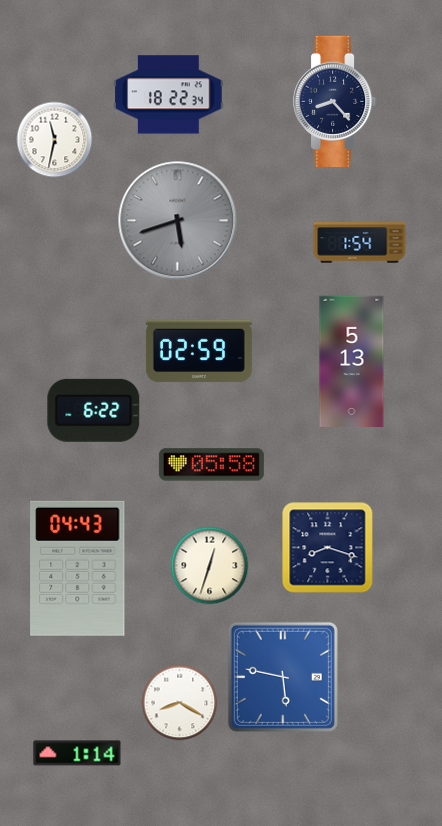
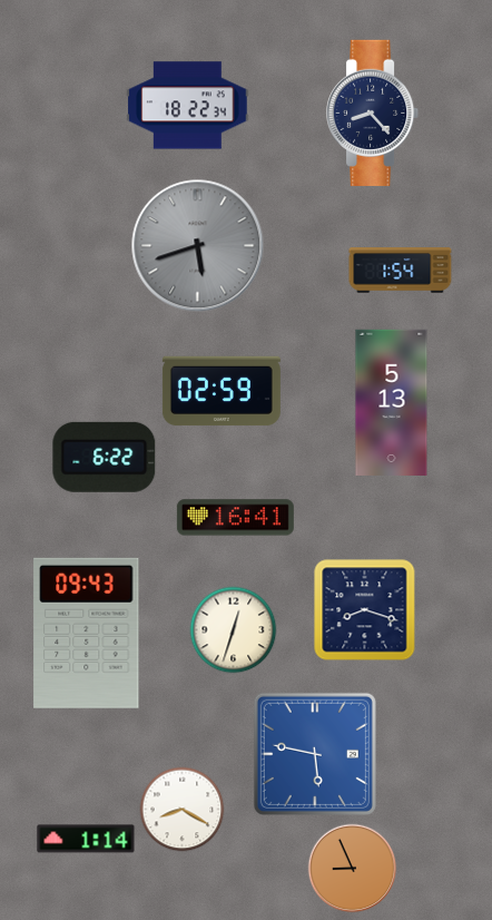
clock at (55, 140): 11:32 -> none
clock at (211, 465): 05:58 -> 16:41
clock at (78, 568): 04:43 -> 09:43
clock at (180, 703) position: (180, 703) -> (183, 810)
clock at (353, 869): none -> 8:56
